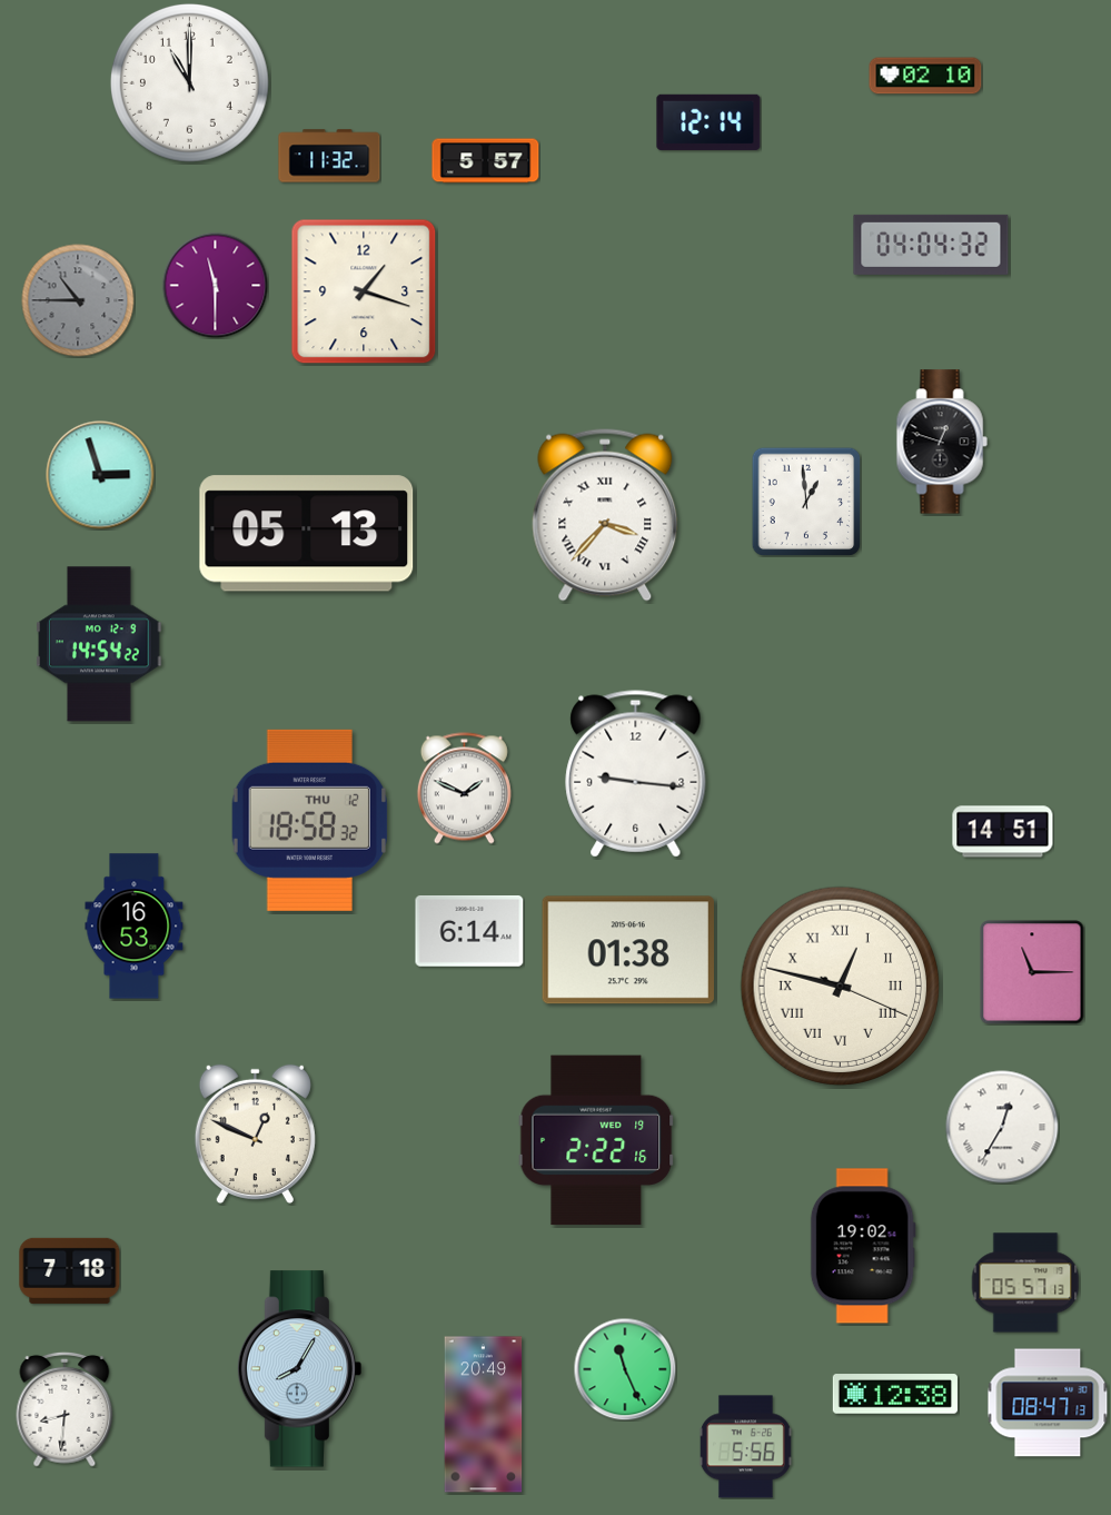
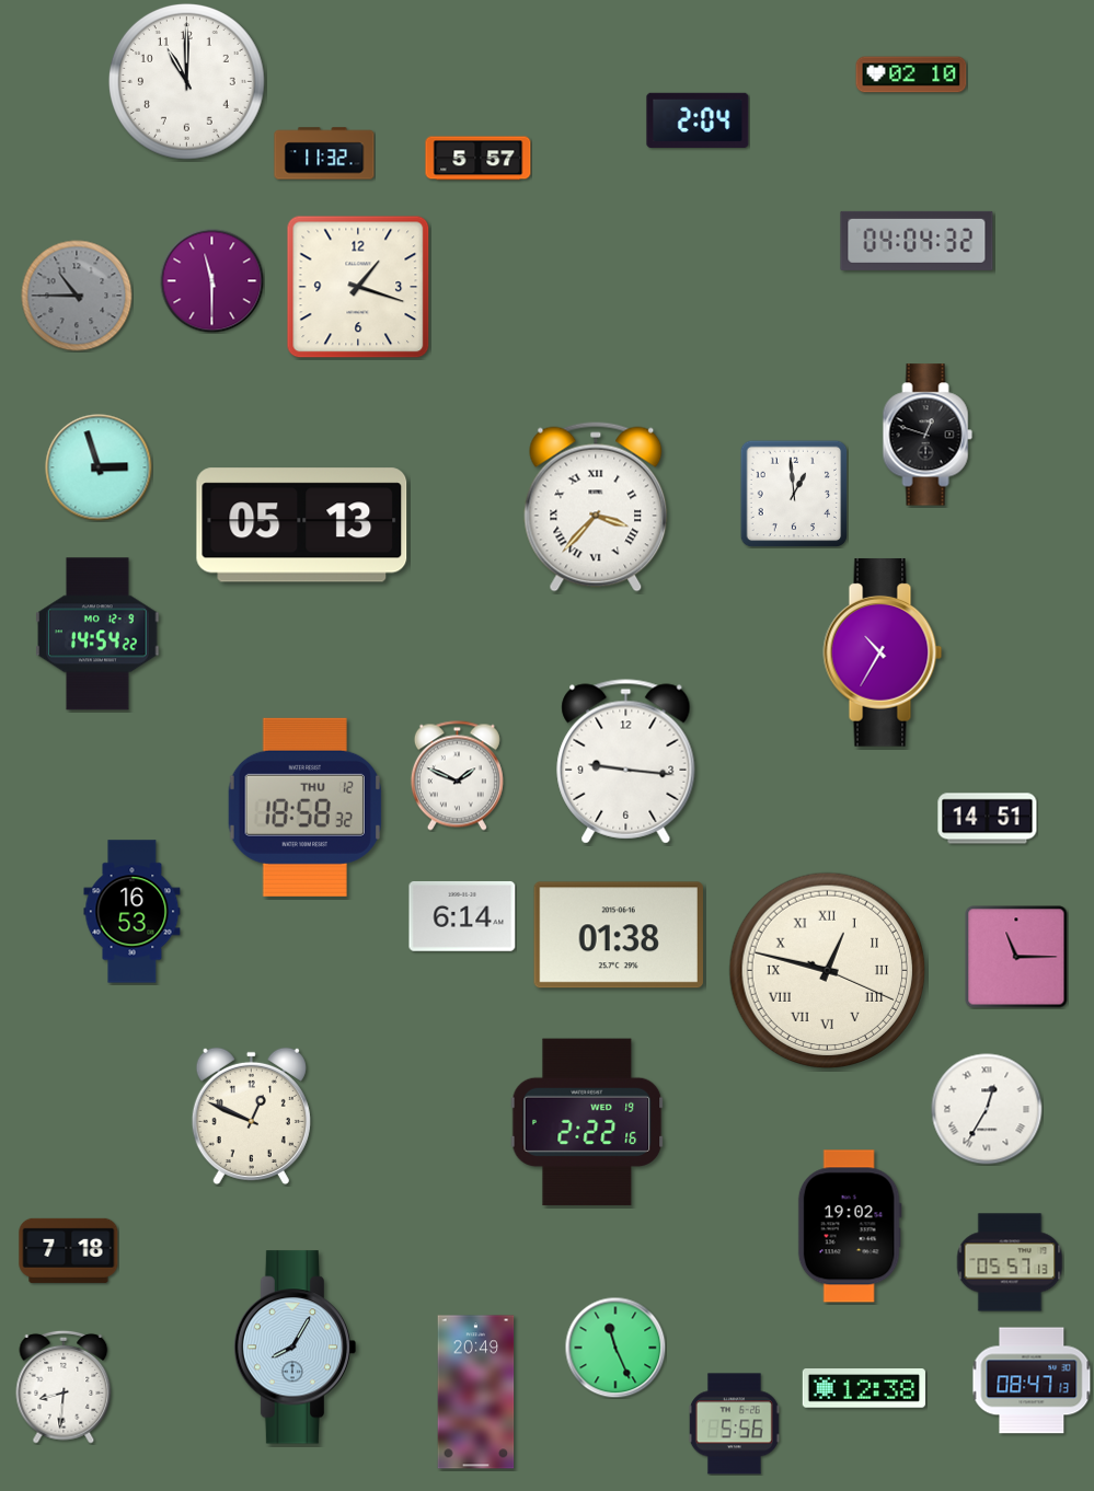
clock at (708, 122): 12:14 -> 2:04
clock at (883, 652): none -> 10:35
clock at (895, 1394) position: (895, 1394) -> (864, 1388)
